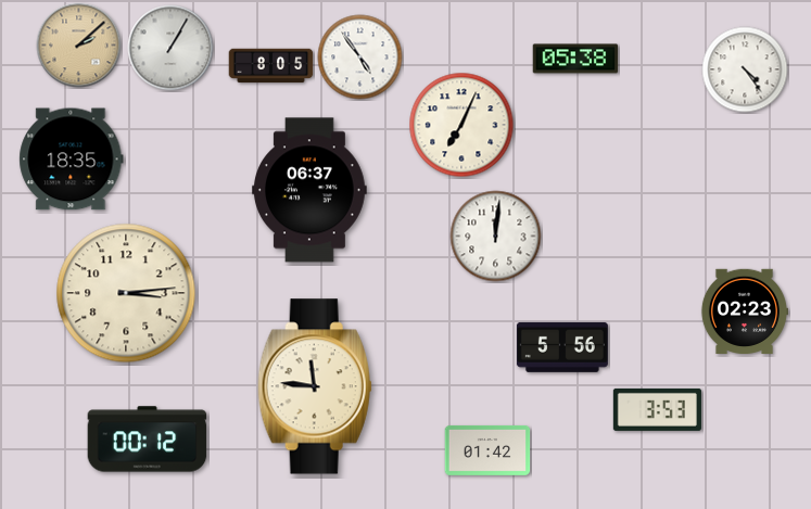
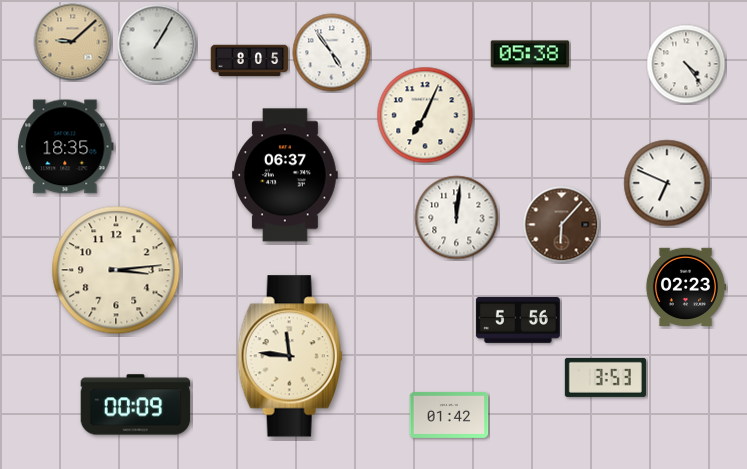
clock at (79, 46): 2:08 -> 9:08
clock at (667, 183): none -> 6:49
clock at (562, 225): none -> 6:07
clock at (148, 440): 00:12 -> 00:09
